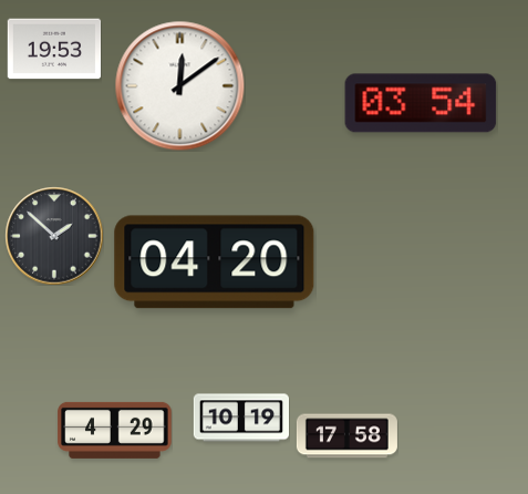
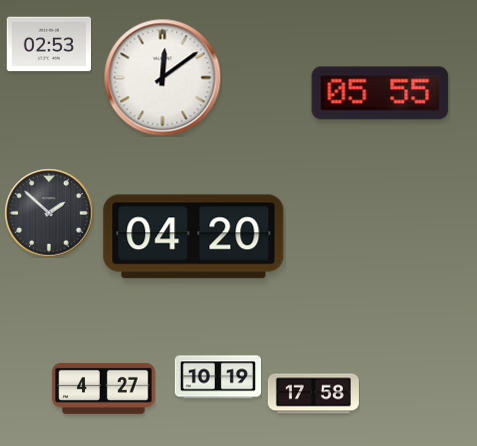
clock at (54, 49): 19:53 -> 02:53
clock at (421, 103): 03:54 -> 05:55
clock at (115, 430): 4:29 -> 4:27
